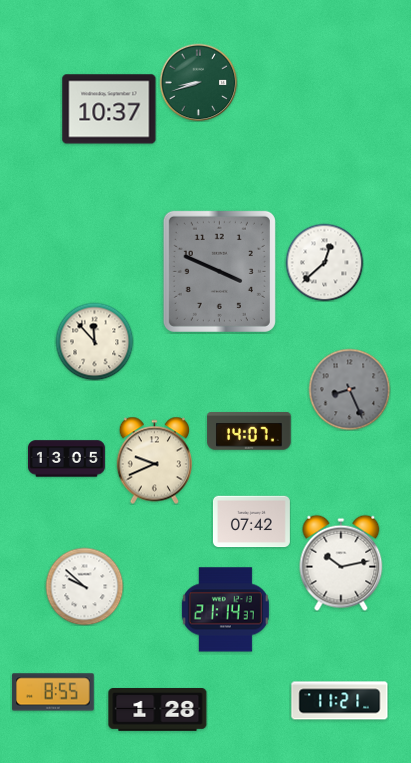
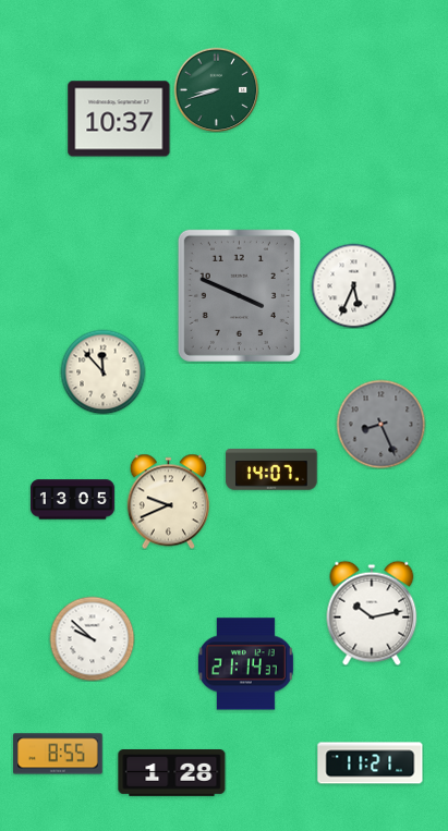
clock at (324, 262): 12:38 -> 5:34
clock at (251, 522): 07:42 -> none
